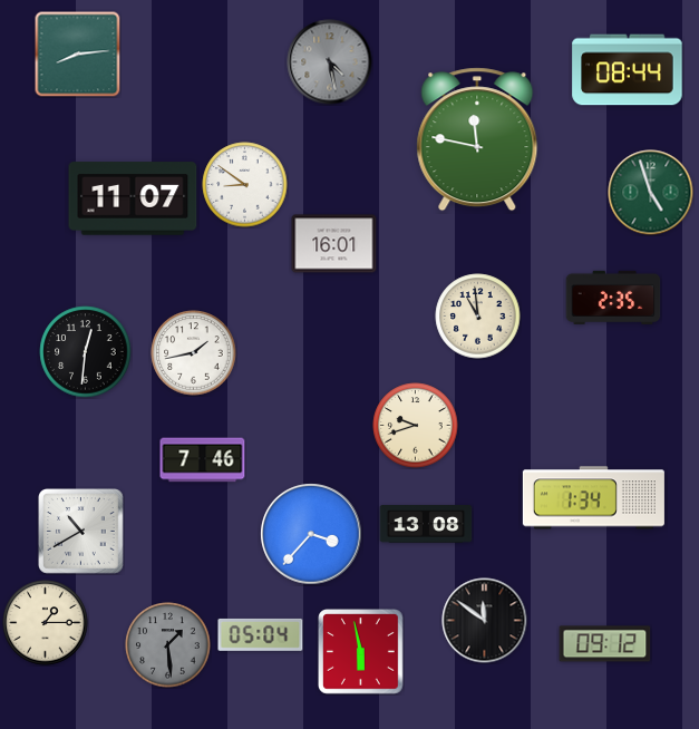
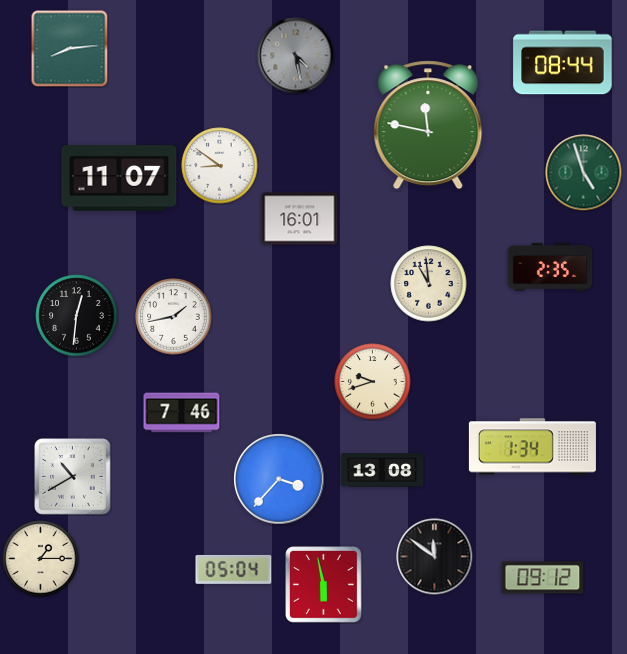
clock at (168, 645): 1:29 -> none
